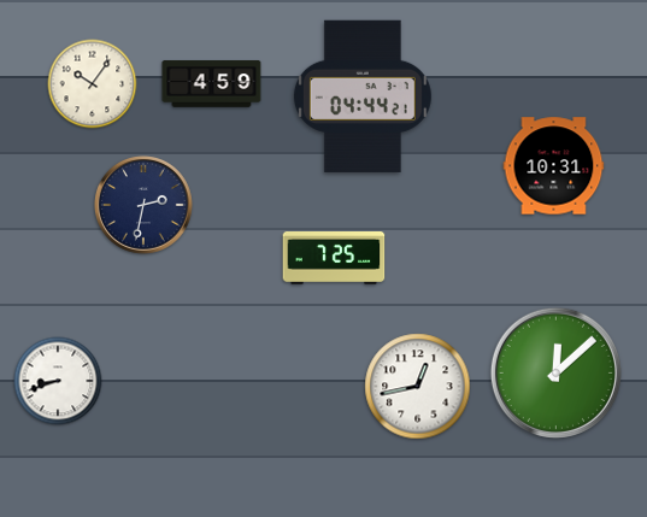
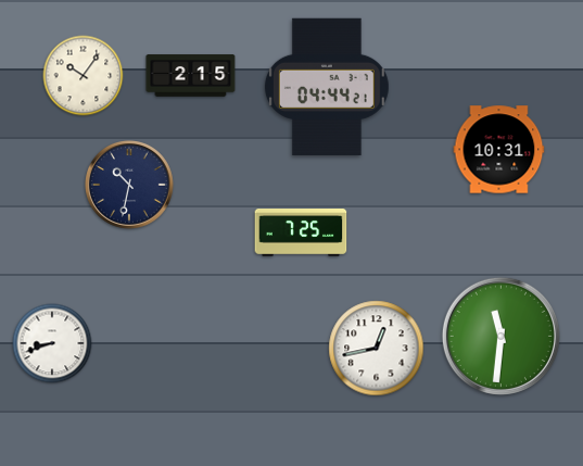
clock at (212, 84): 4:59 -> 2:15
clock at (145, 206): 2:32 -> 10:32
clock at (555, 372): 12:08 -> 11:31
